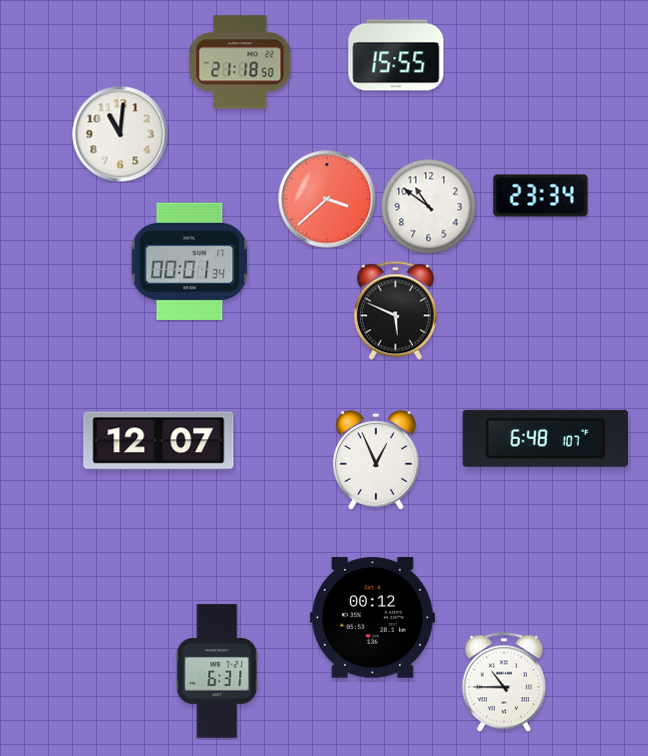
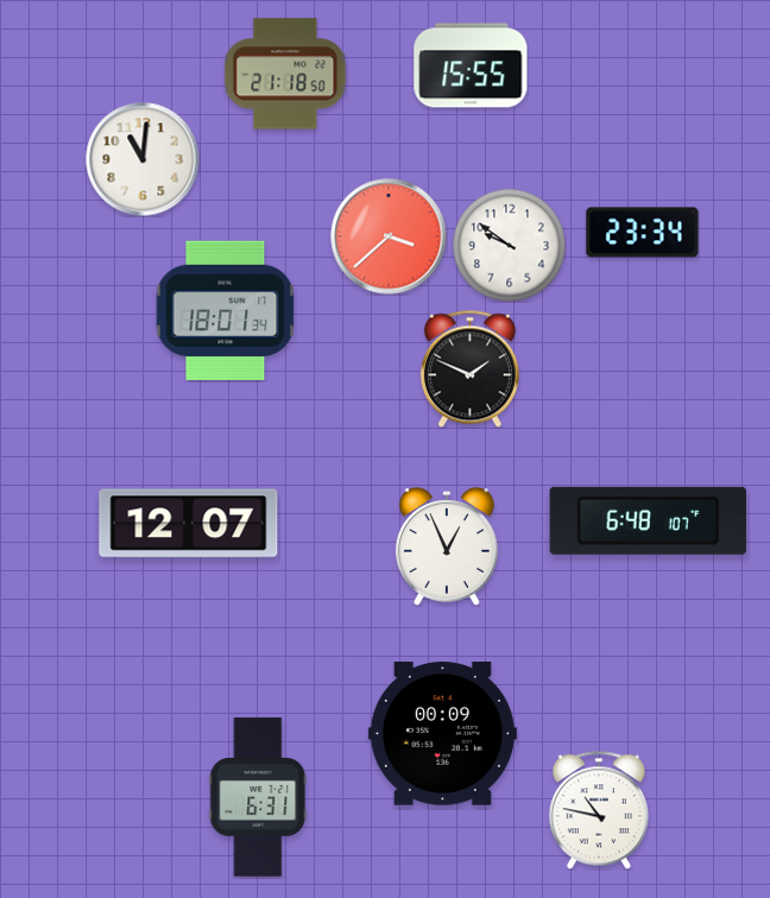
clock at (428, 206): 10:51 -> 9:51
clock at (190, 261): 00:01 -> 18:01
clock at (395, 310): 5:49 -> 1:49
clock at (372, 618): 00:12 -> 00:09
clock at (504, 682): 10:45 -> 10:47
